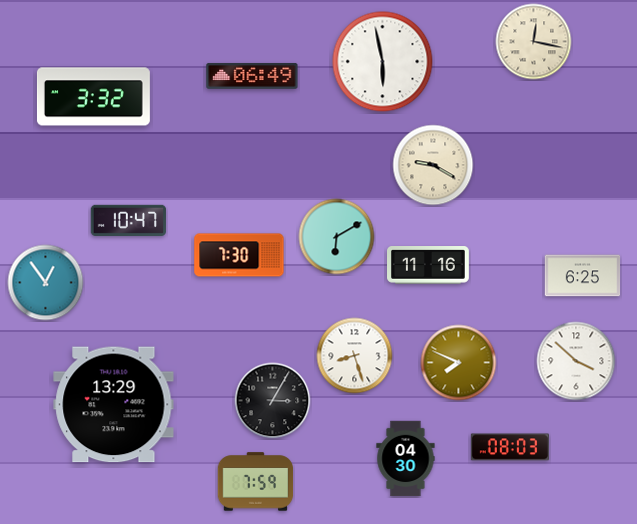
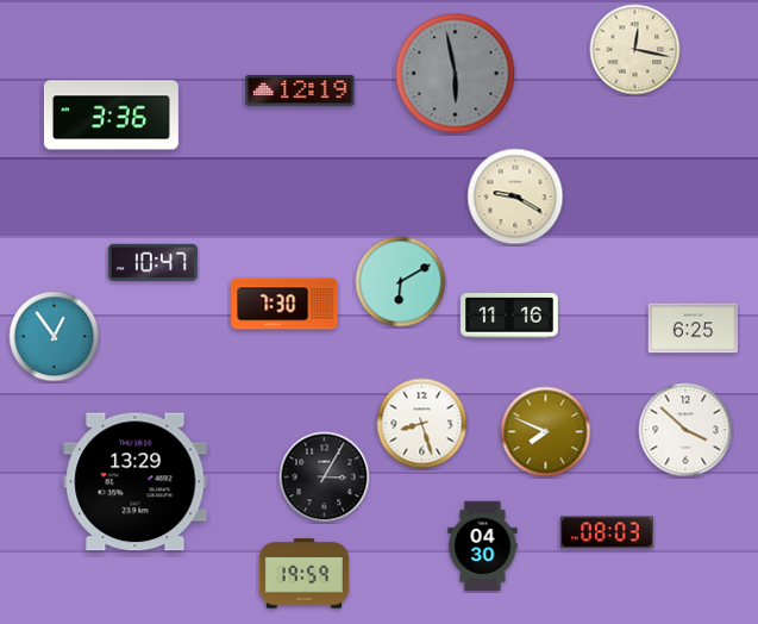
clock at (383, 62) dial: white -> grey
clock at (252, 76): 06:49 -> 12:19
clock at (93, 97): 3:32 -> 3:36
clock at (256, 482): 7:59 -> 19:59
